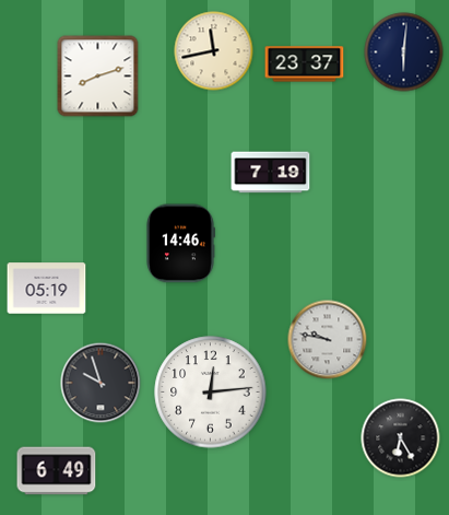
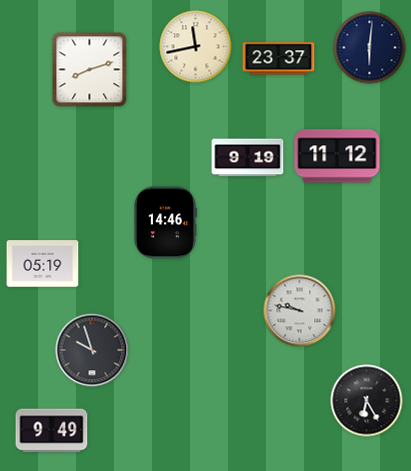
clock at (337, 156): none -> 11:12
clock at (271, 173): 7:19 -> 9:19
clock at (211, 393): 12:14 -> none
clock at (57, 471): 6:49 -> 9:49
